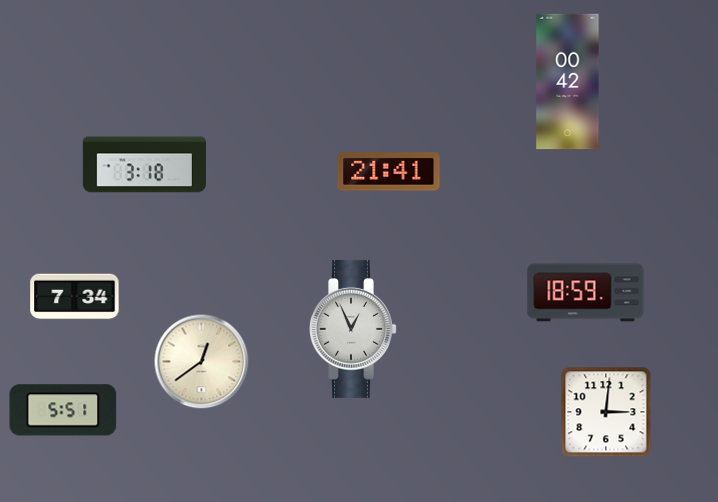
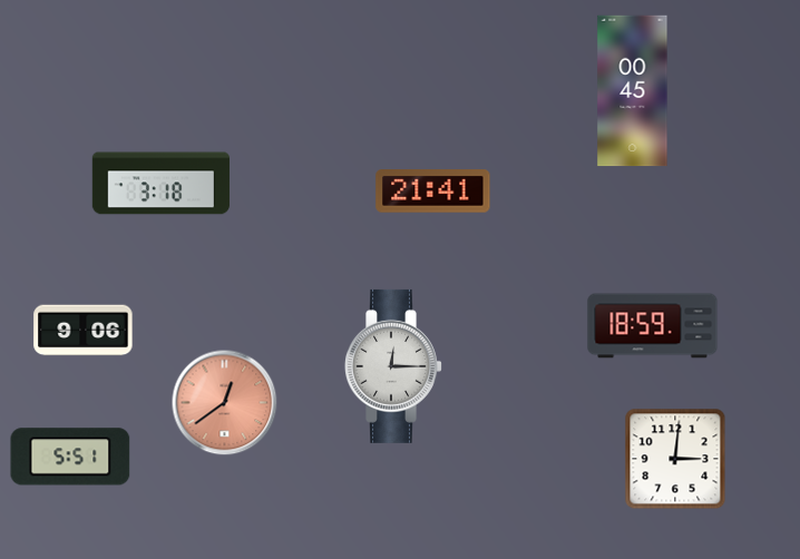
clock at (568, 82): 00:42 -> 00:45
clock at (75, 297): 7:34 -> 9:06
clock at (354, 329): 12:56 -> 12:15
clock at (202, 362) dial: cream -> salmon
